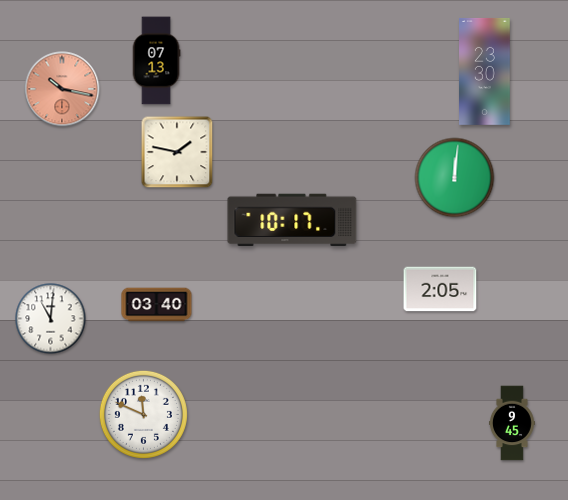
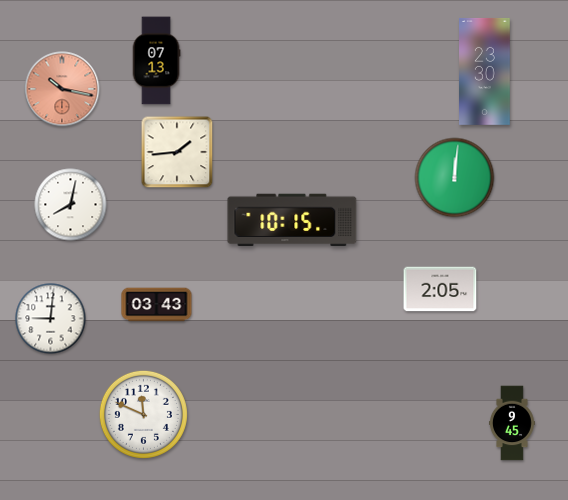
clock at (177, 152): 1:47 -> 1:44
clock at (71, 205): none -> 8:02
clock at (292, 220): 10:17 -> 10:15
clock at (157, 305): 03:40 -> 03:43
clock at (51, 319): 11:01 -> 9:01
